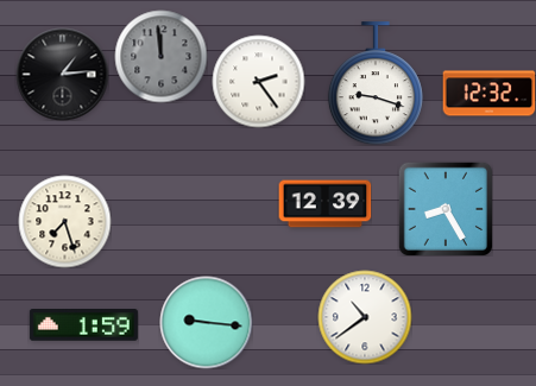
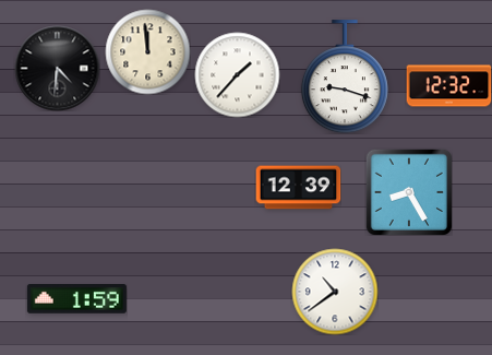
clock at (160, 56) dial: grey -> cream
clock at (62, 74): 1:14 -> 4:31
clock at (258, 81): 2:24 -> 1:37
clock at (64, 221): 7:27 -> none
clock at (206, 322): 9:16 -> none
